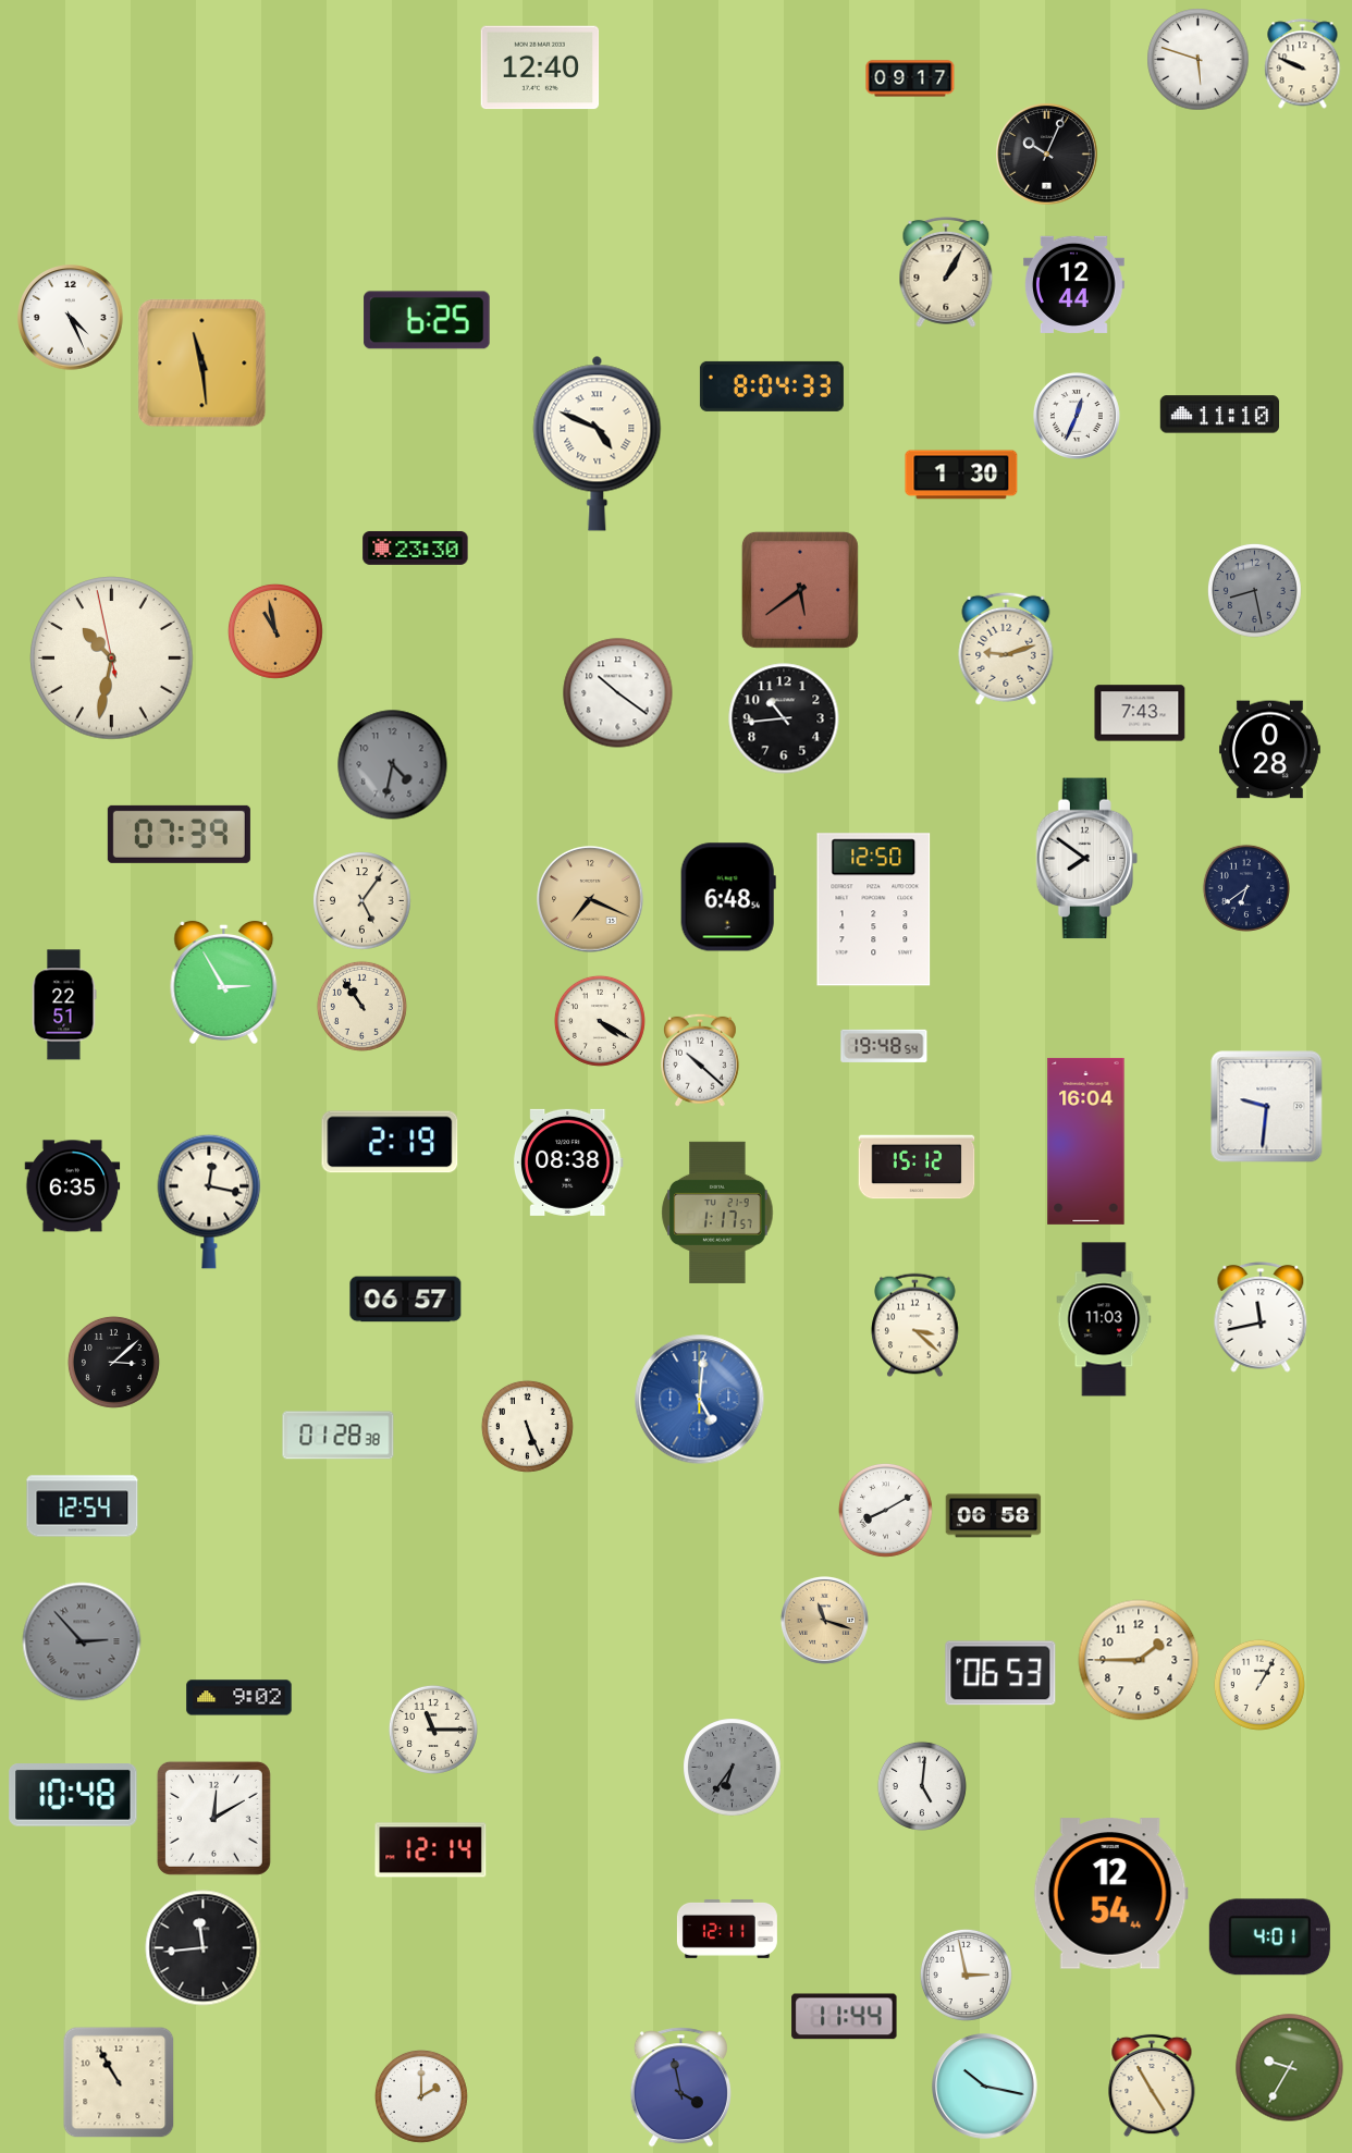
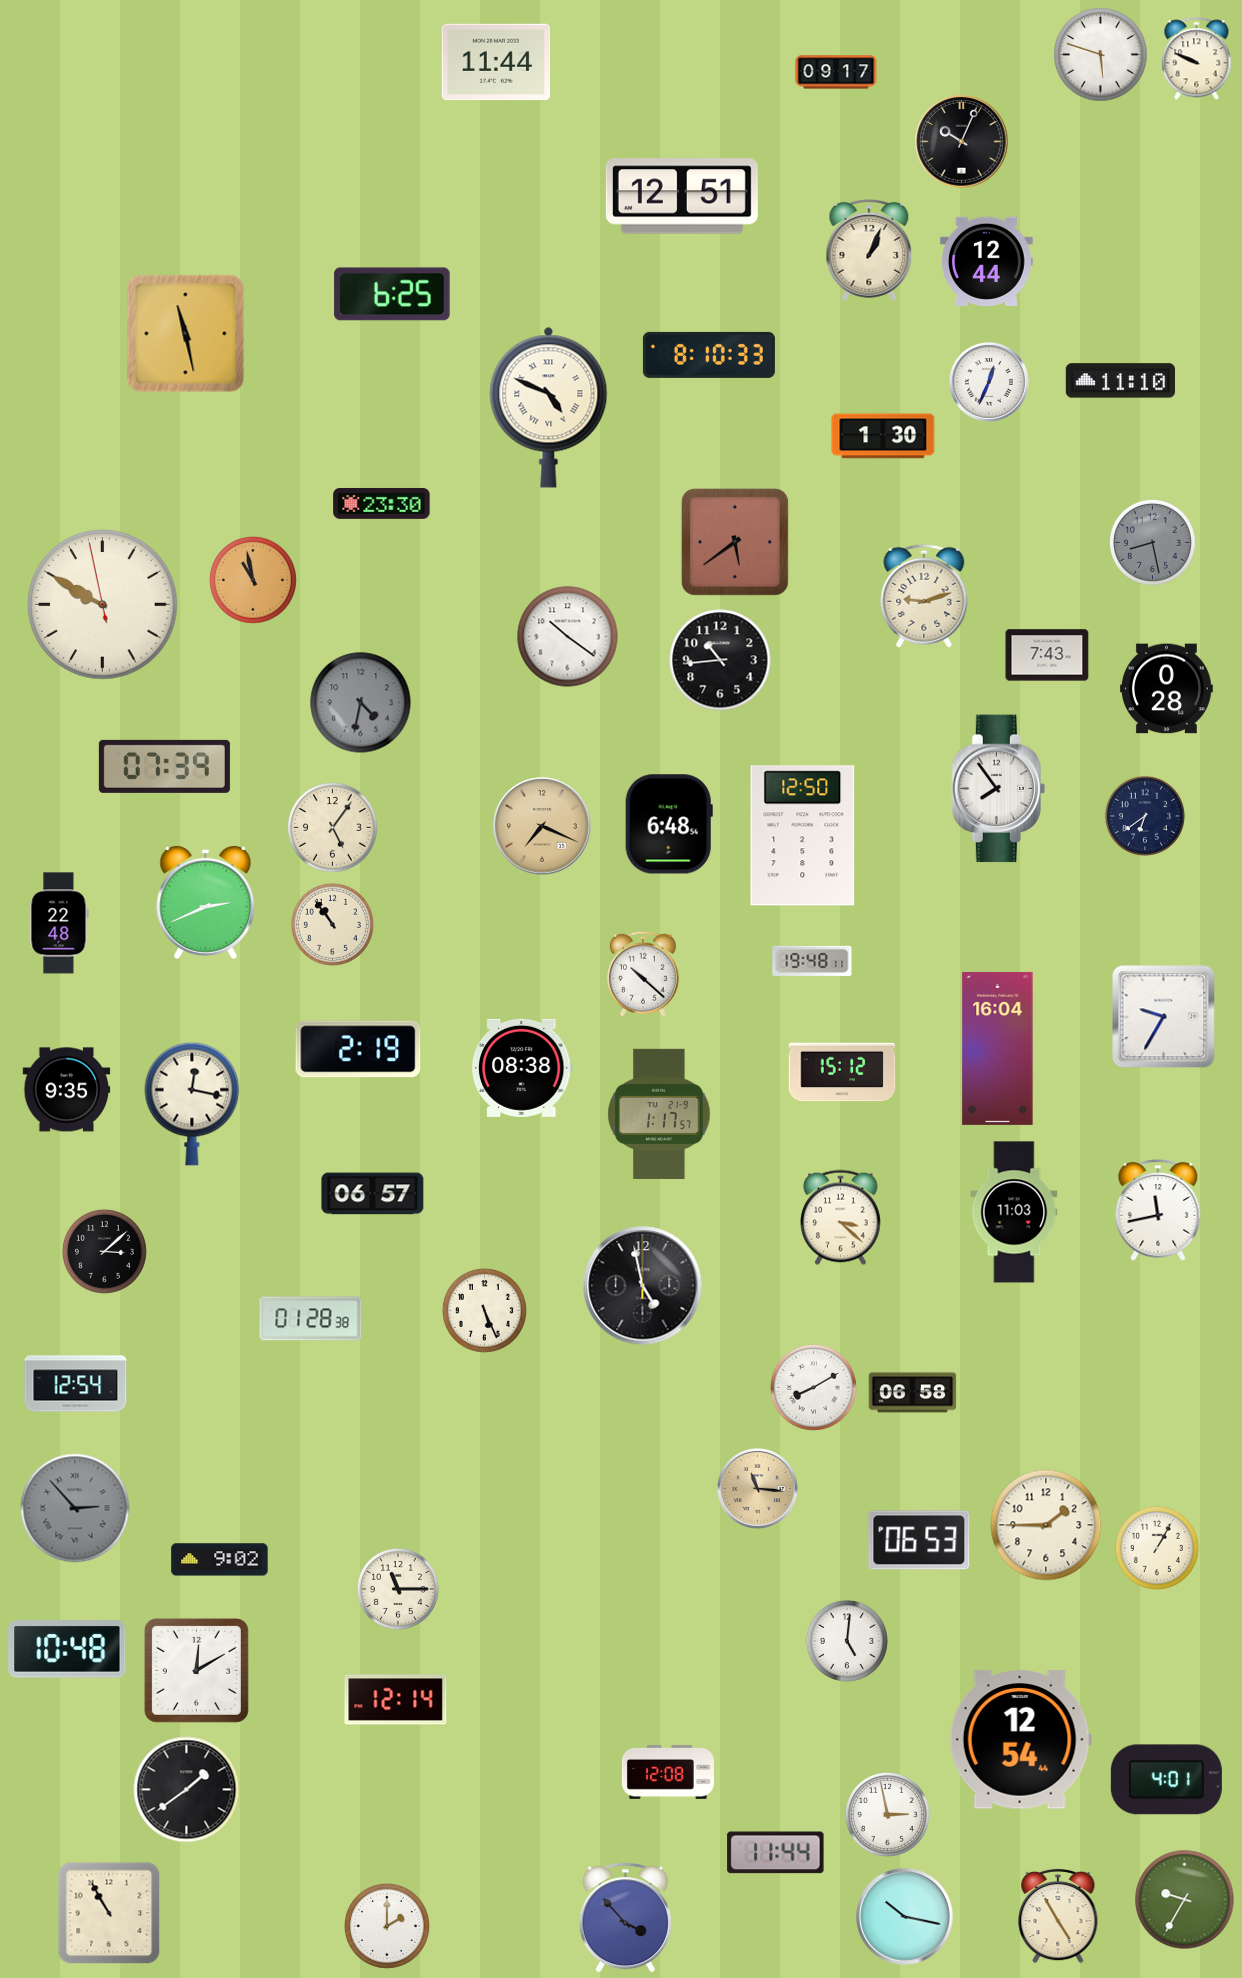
clock at (540, 67): 12:40 -> 11:44
clock at (682, 196): none -> 12:51
clock at (946, 273): 1:05 -> 1:04
clock at (71, 318): 4:26 -> none
clock at (202, 364): 11:29 -> 11:28
clock at (772, 386): 8:04 -> 8:10
clock at (112, 659): 10:31 -> 9:49
clock at (1086, 859): 7:51 -> 7:54
clock at (224, 982): 2:55 -> 2:41
clock at (64, 1005): 22:51 -> 22:48
clock at (600, 1021): 4:20 -> none
clock at (884, 1046): 19:48:54 -> 19:48:11
clock at (1267, 1107): 9:31 -> 9:35
clock at (73, 1186): 6:35 -> 9:35
clock at (700, 1400): 5:01 -> 4:58
clock at (700, 1400) dial: blue -> black
clock at (824, 1620): 11:18 -> 11:16
clock at (1000, 1673) position: (1000, 1673) -> (919, 1540)
clock at (733, 1768): 6:36 -> none
clock at (727, 1929): 12:11 -> 12:08
clock at (204, 1948): 11:44 -> 1:39
clock at (680, 2088): 3:58 -> 3:53
